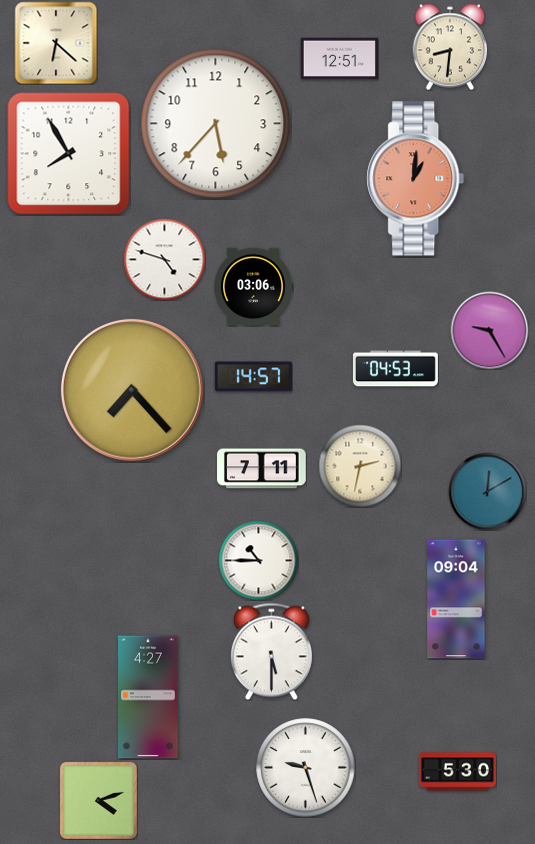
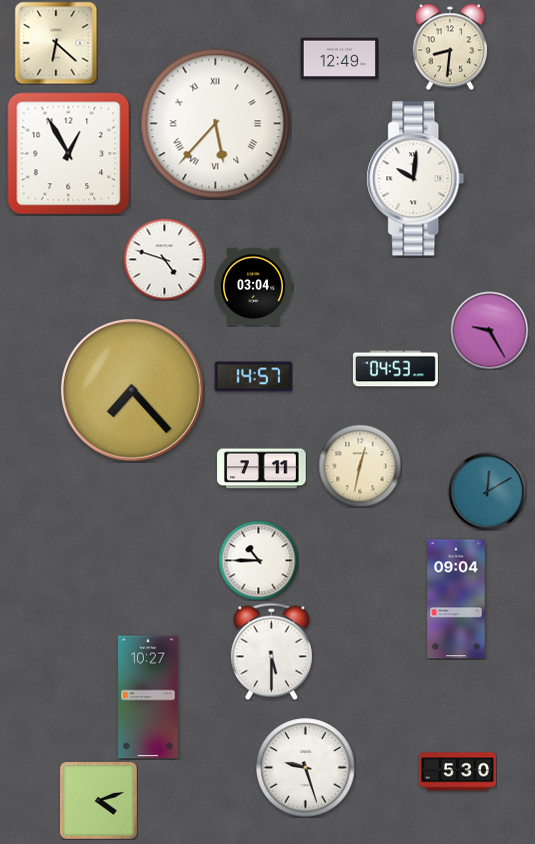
clock at (339, 59): 12:51 -> 12:49
clock at (216, 124) numerals: Arabic -> Roman
clock at (69, 154): 7:55 -> 12:55
clock at (416, 179): 1:01 -> 10:01
clock at (416, 179) dial: salmon -> white
clock at (254, 287): 03:06 -> 03:04
clock at (360, 466): 2:32 -> 12:32
clock at (148, 697): 4:27 -> 10:27
